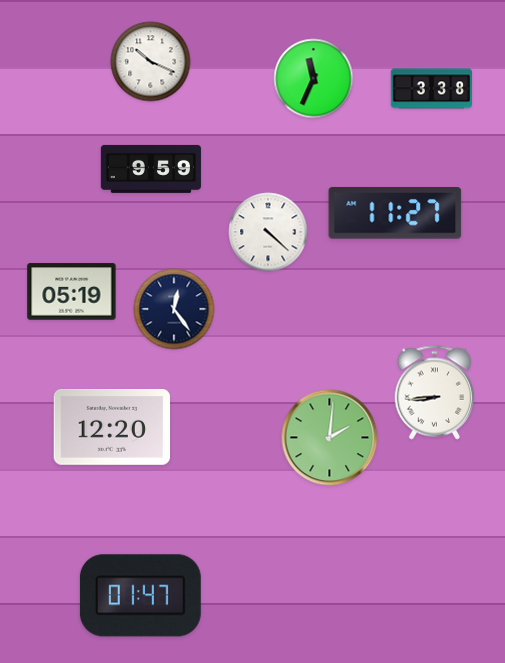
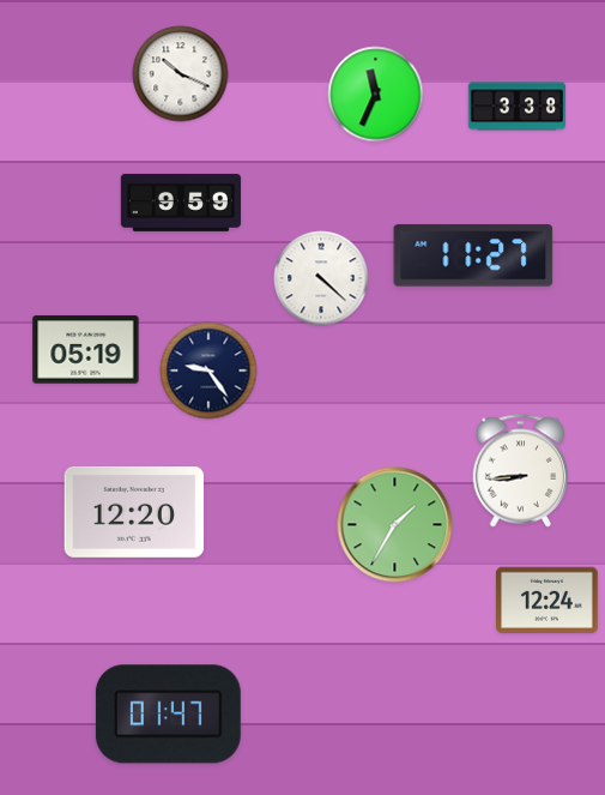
clock at (174, 309): 12:24 -> 9:24
clock at (330, 438): 2:01 -> 1:35
clock at (547, 601): none -> 12:24
